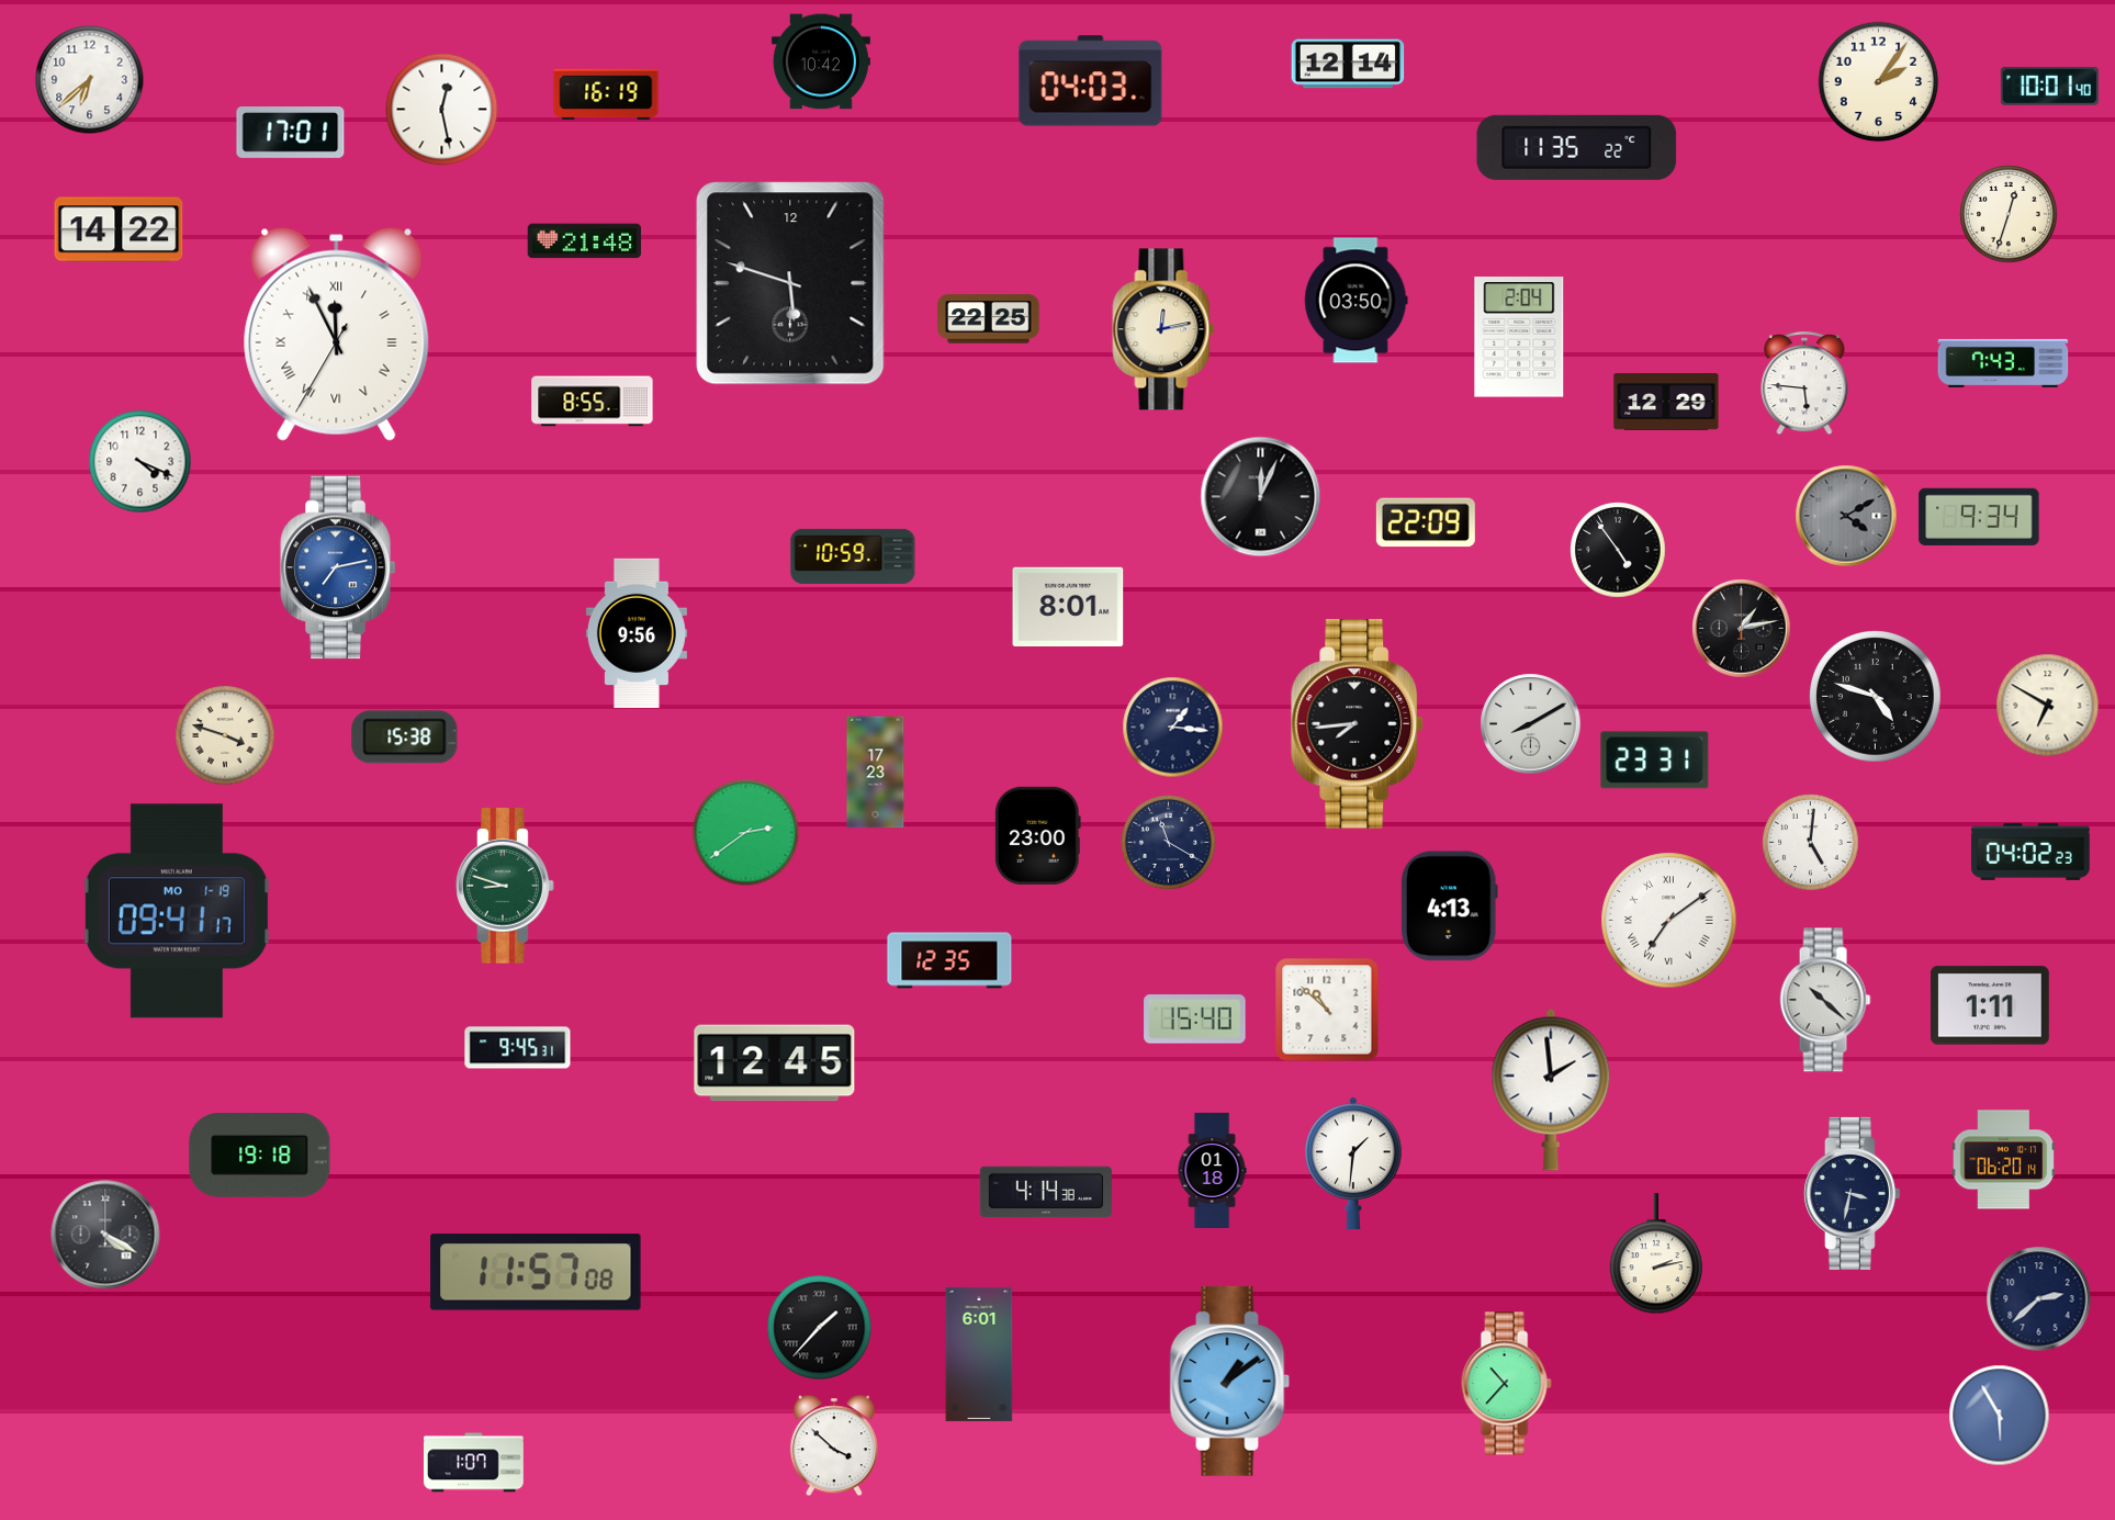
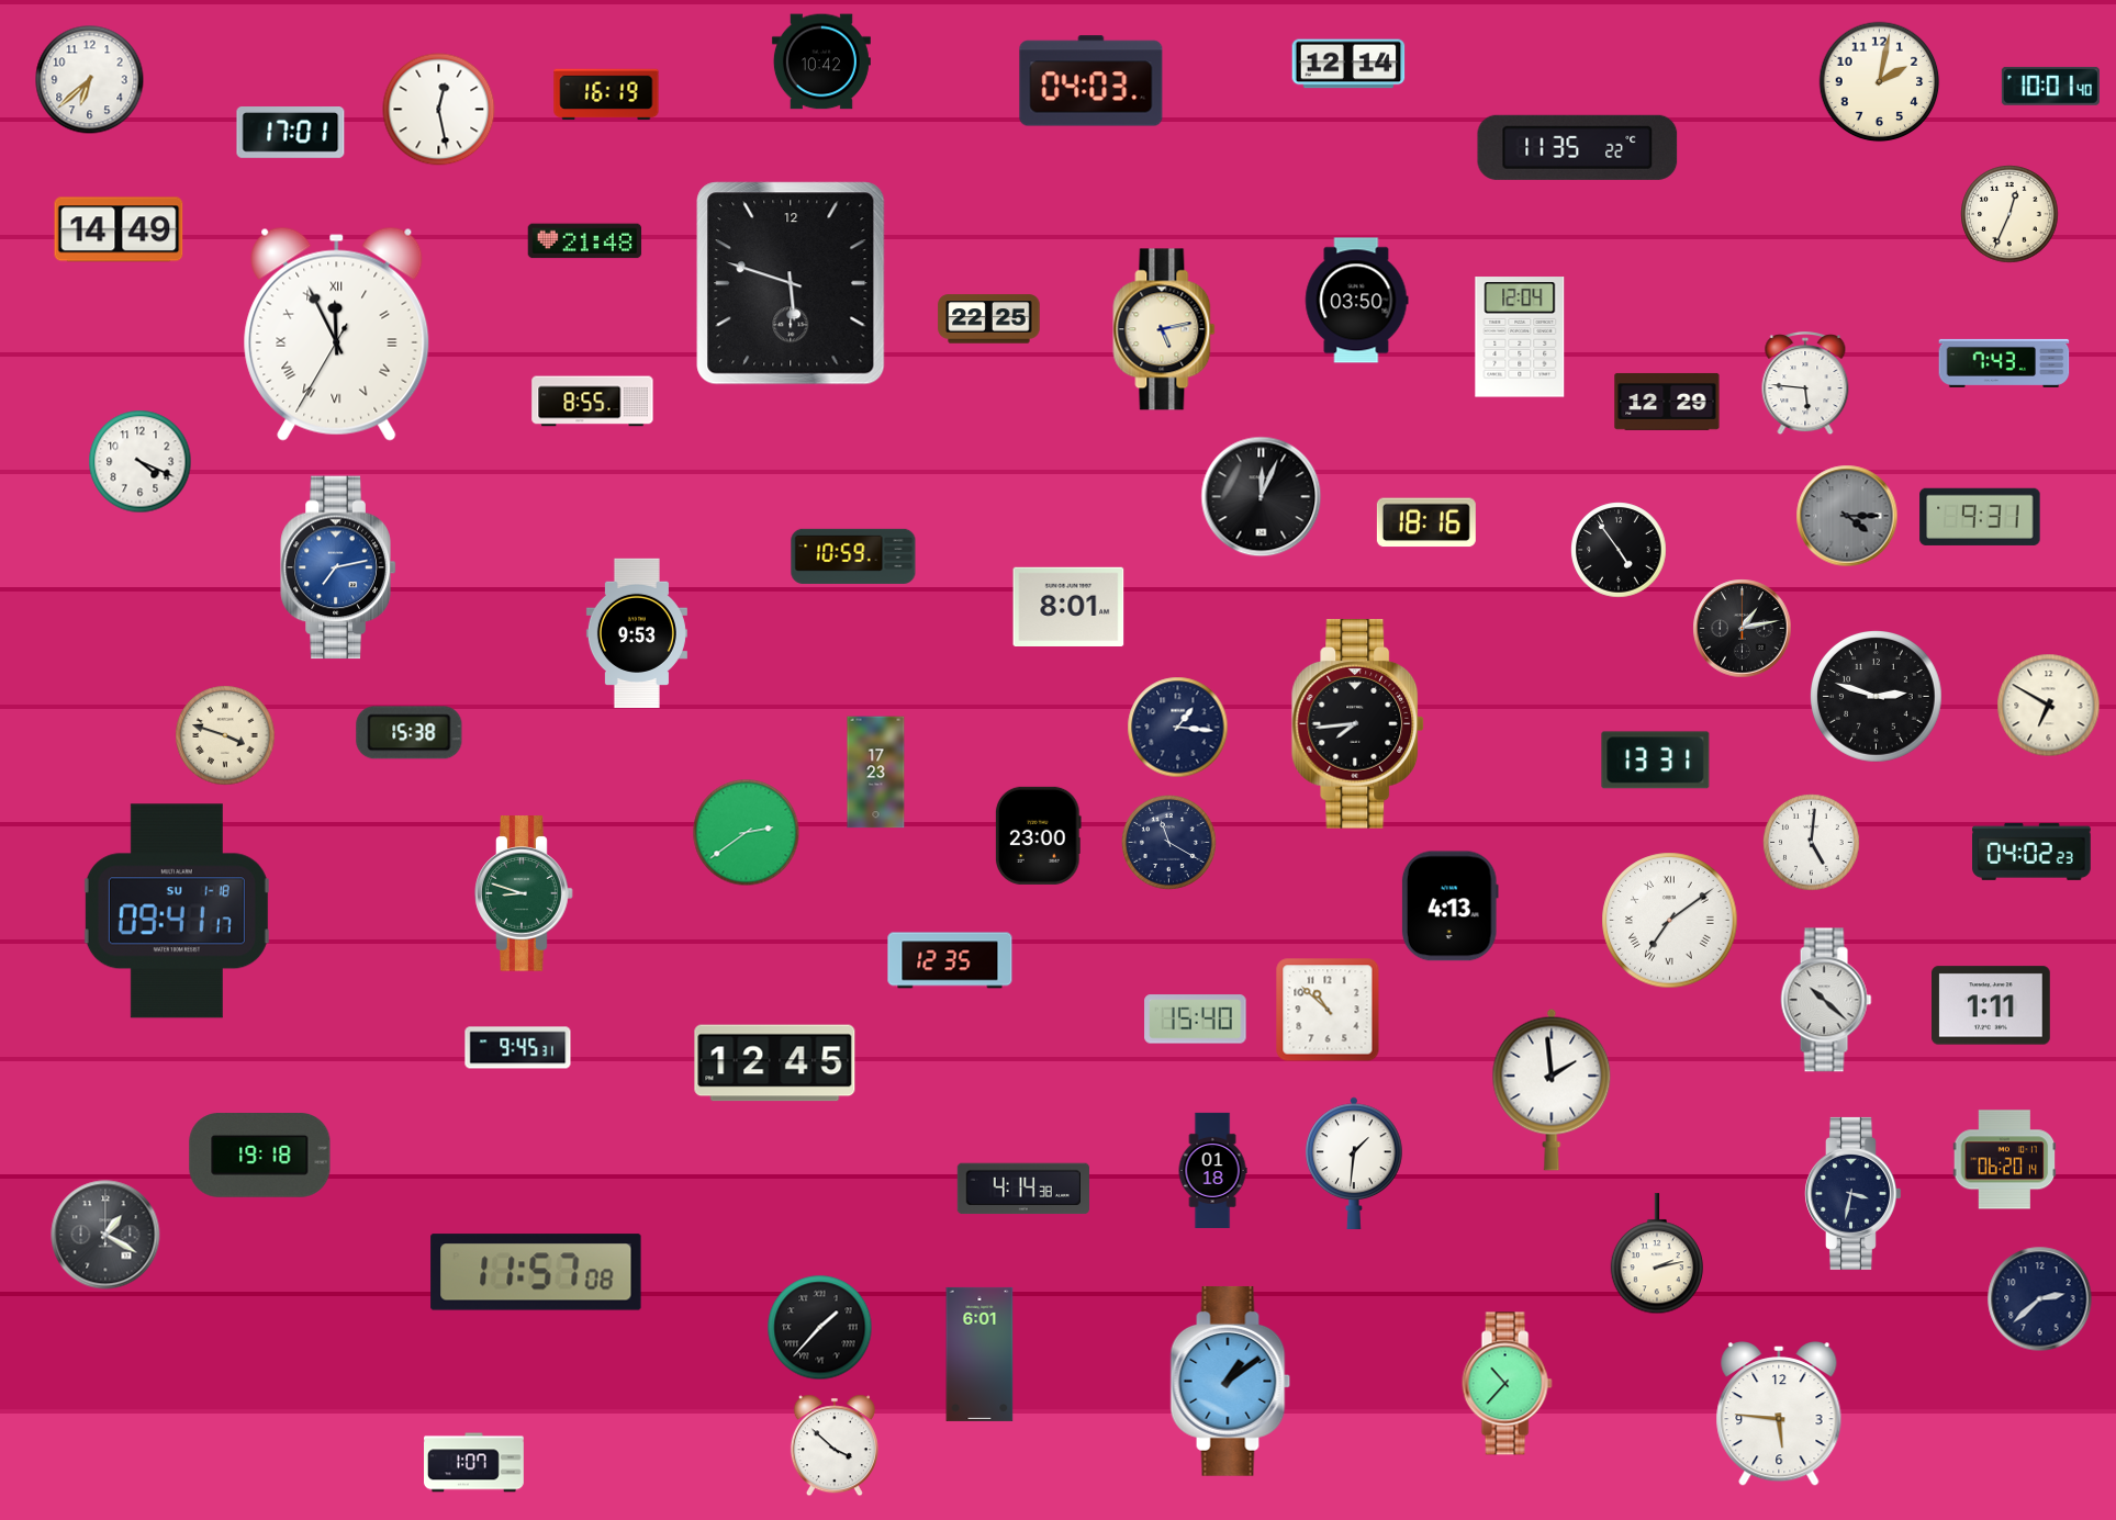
clock at (1879, 82): 2:06 -> 2:02
clock at (442, 110) position: (442, 110) -> (439, 110)
clock at (2009, 214): 12:33 -> 12:34
clock at (119, 229): 14:22 -> 14:49
clock at (1163, 329): 12:13 -> 5:13
clock at (1519, 337): 2:04 -> 12:04
clock at (1846, 516): 4:10 -> 4:15
clock at (1979, 517): 9:34 -> 9:31
clock at (1426, 522): 22:09 -> 18:16
clock at (637, 633): 9:56 -> 9:53
clock at (1876, 697): 4:48 -> 2:48
clock at (1531, 724): 8:10 -> none
clock at (1173, 728) position: (1173, 728) -> (1178, 728)
clock at (405, 738) position: (405, 738) -> (410, 733)
clock at (1655, 761): 23:31 -> 13:31
clock at (505, 886) position: (505, 886) -> (524, 893)
clock at (177, 911) date: MO 1-19 -> SU 1-18
clock at (1046, 1192) position: (1046, 1192) -> (1023, 1189)
clock at (105, 1235): 4:20 -> 1:20
clock at (1779, 1415): none -> 5:46
clock at (2000, 1416): 5:55 -> none
